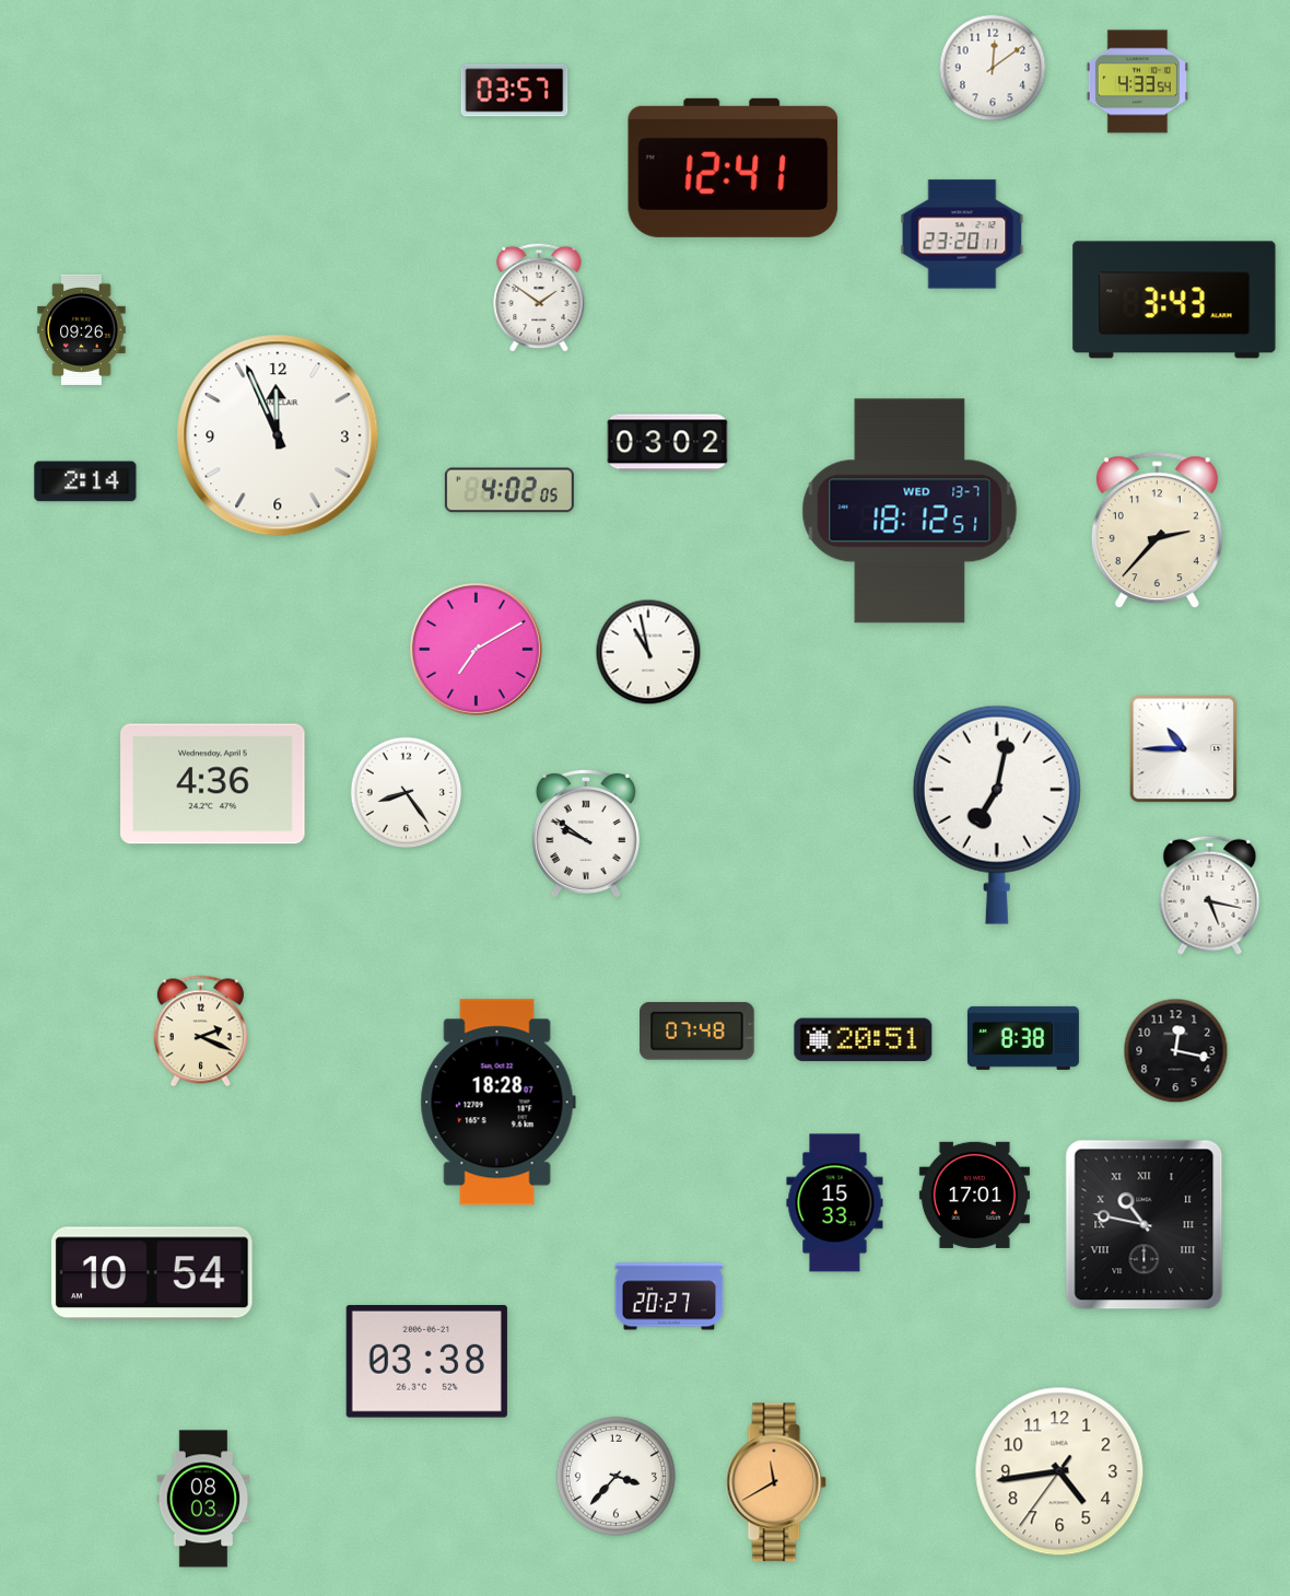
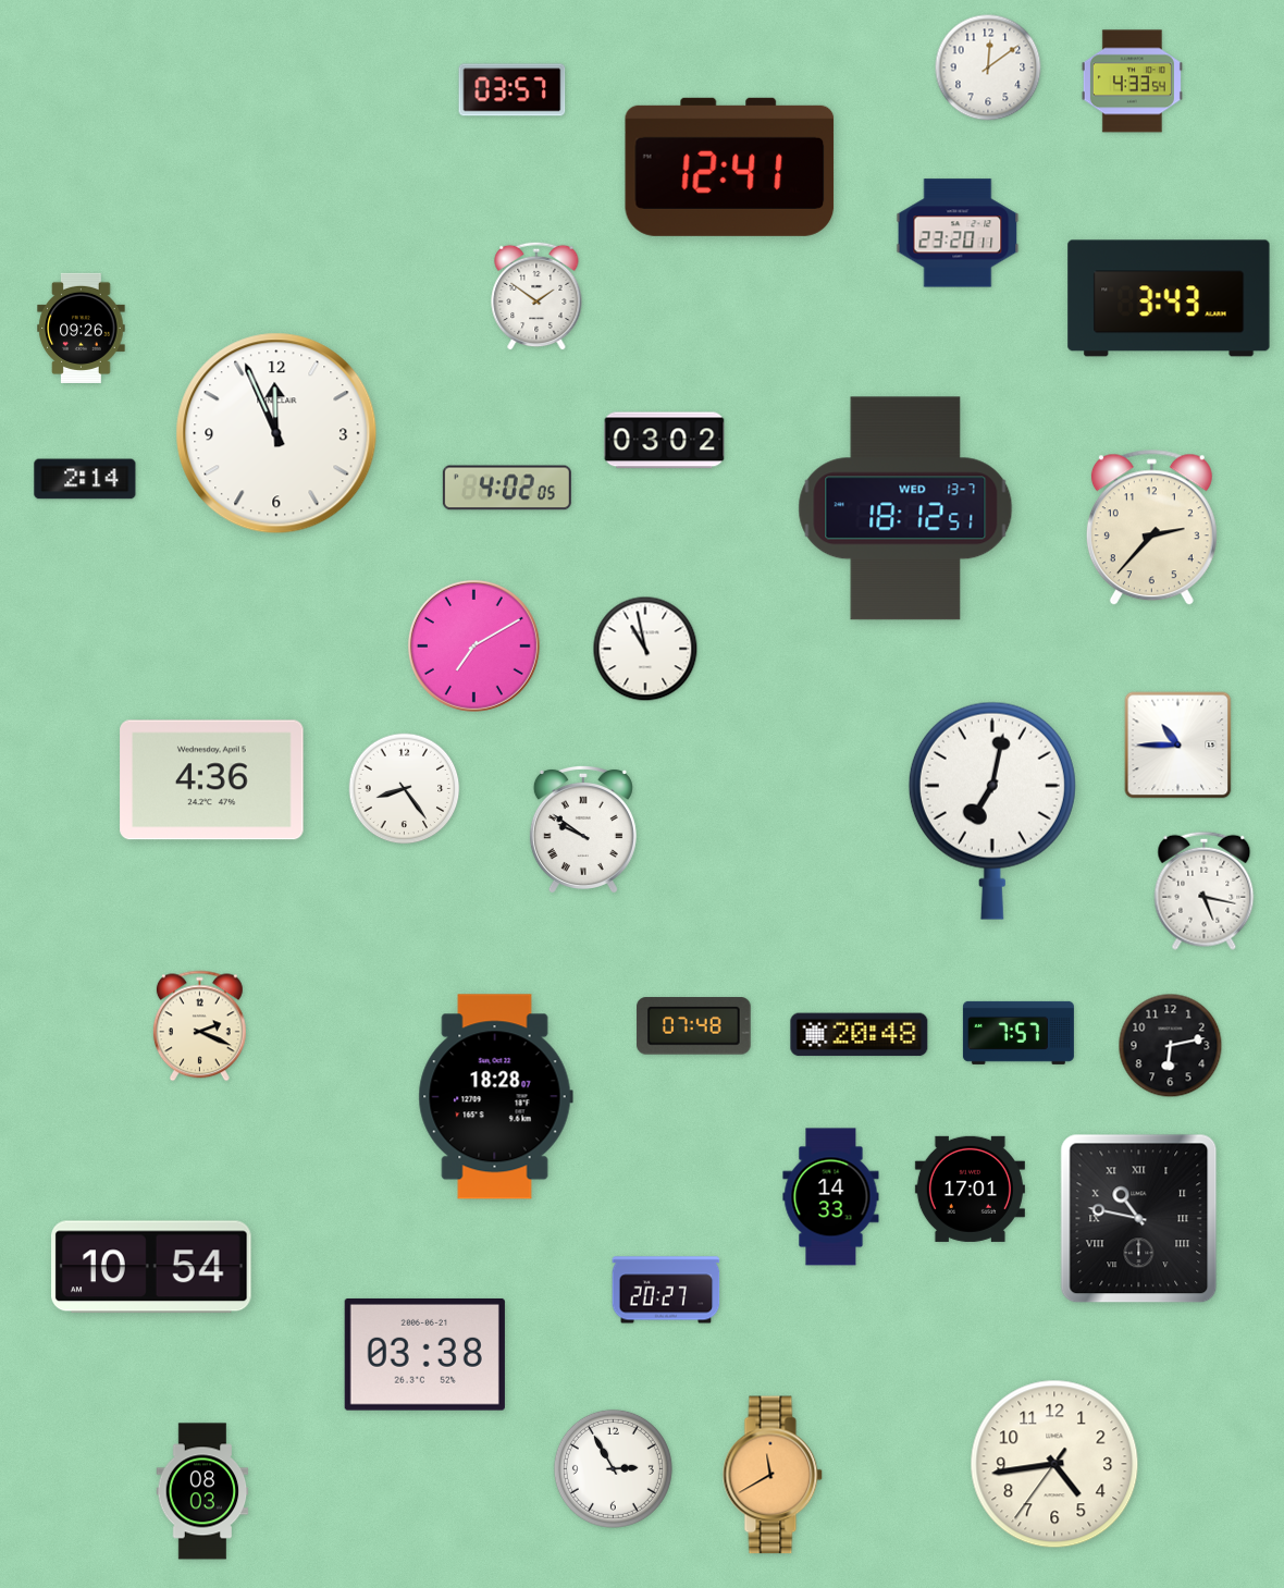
clock at (1023, 1038): 8:38 -> 7:57
clock at (864, 1040): 20:51 -> 20:48
clock at (1176, 1051): 12:17 -> 6:13
clock at (835, 1203): 15:33 -> 14:33
clock at (615, 1476): 3:37 -> 2:55
